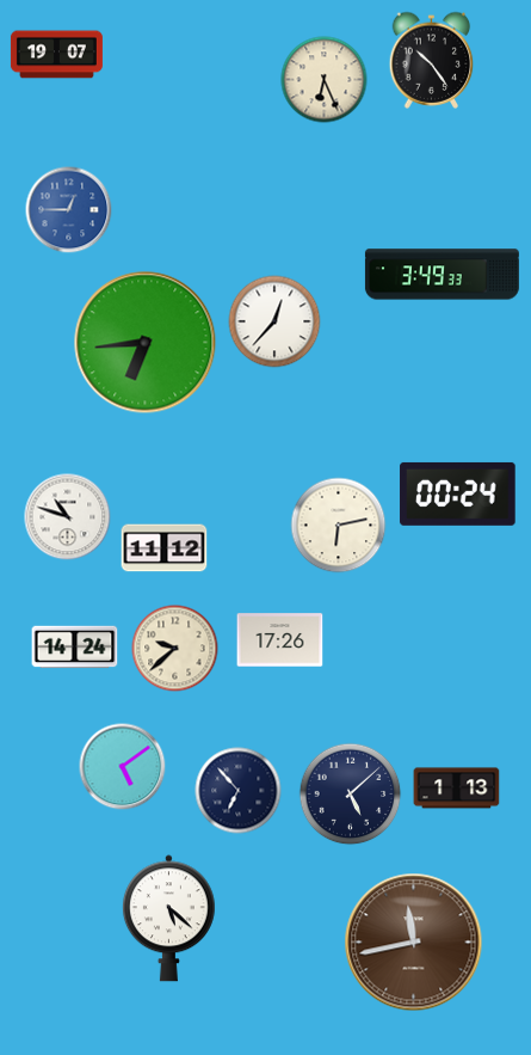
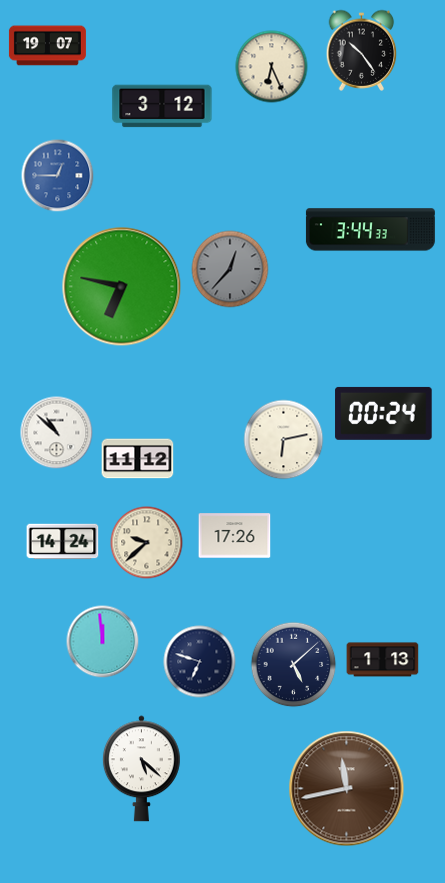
clock at (162, 106): none -> 3:12
clock at (442, 275): 3:49 -> 3:44
clock at (274, 321) dial: white -> grey
clock at (146, 343): 6:44 -> 6:47
clock at (68, 517): 10:48 -> 10:52
clock at (123, 767): 5:09 -> 11:59
clock at (239, 791): 6:53 -> 6:48
